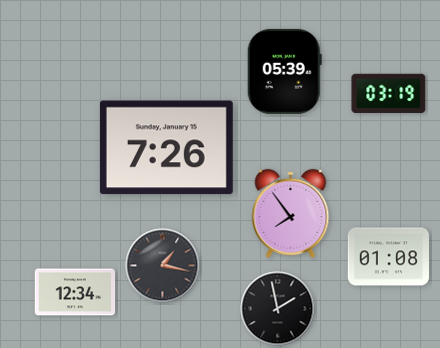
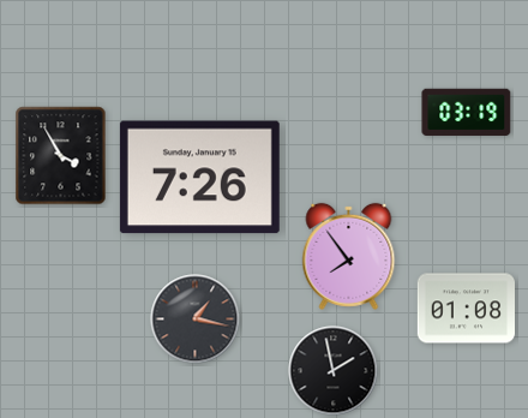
clock at (284, 71): 05:39 -> none
clock at (61, 156): none -> 3:55
clock at (75, 292): 12:34 -> none
